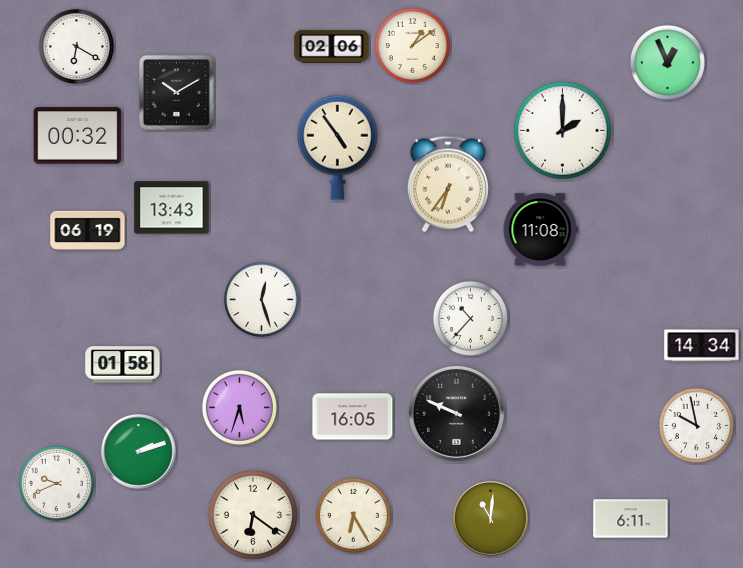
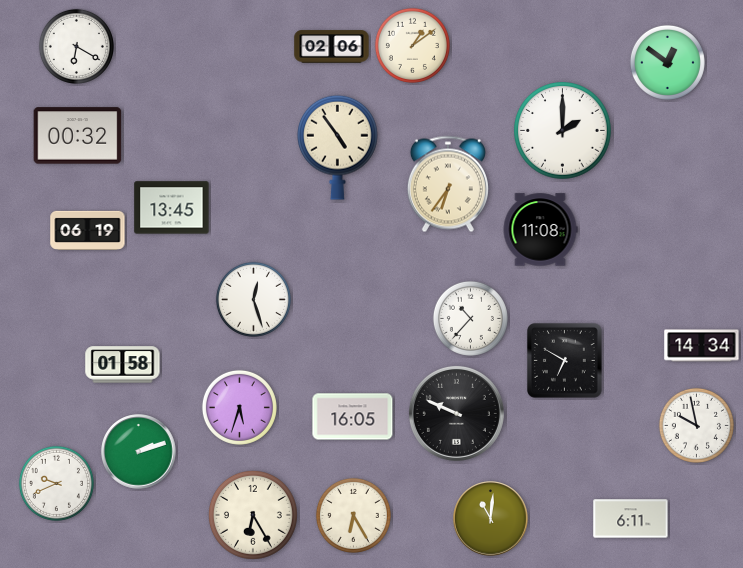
clock at (667, 62): 12:56 -> 12:51
clock at (176, 92): 10:10 -> none
clock at (172, 208): 13:43 -> 13:45
clock at (261, 299) position: (261, 299) -> (253, 299)
clock at (565, 361): none -> 6:50
clock at (253, 515): 6:21 -> 6:25
